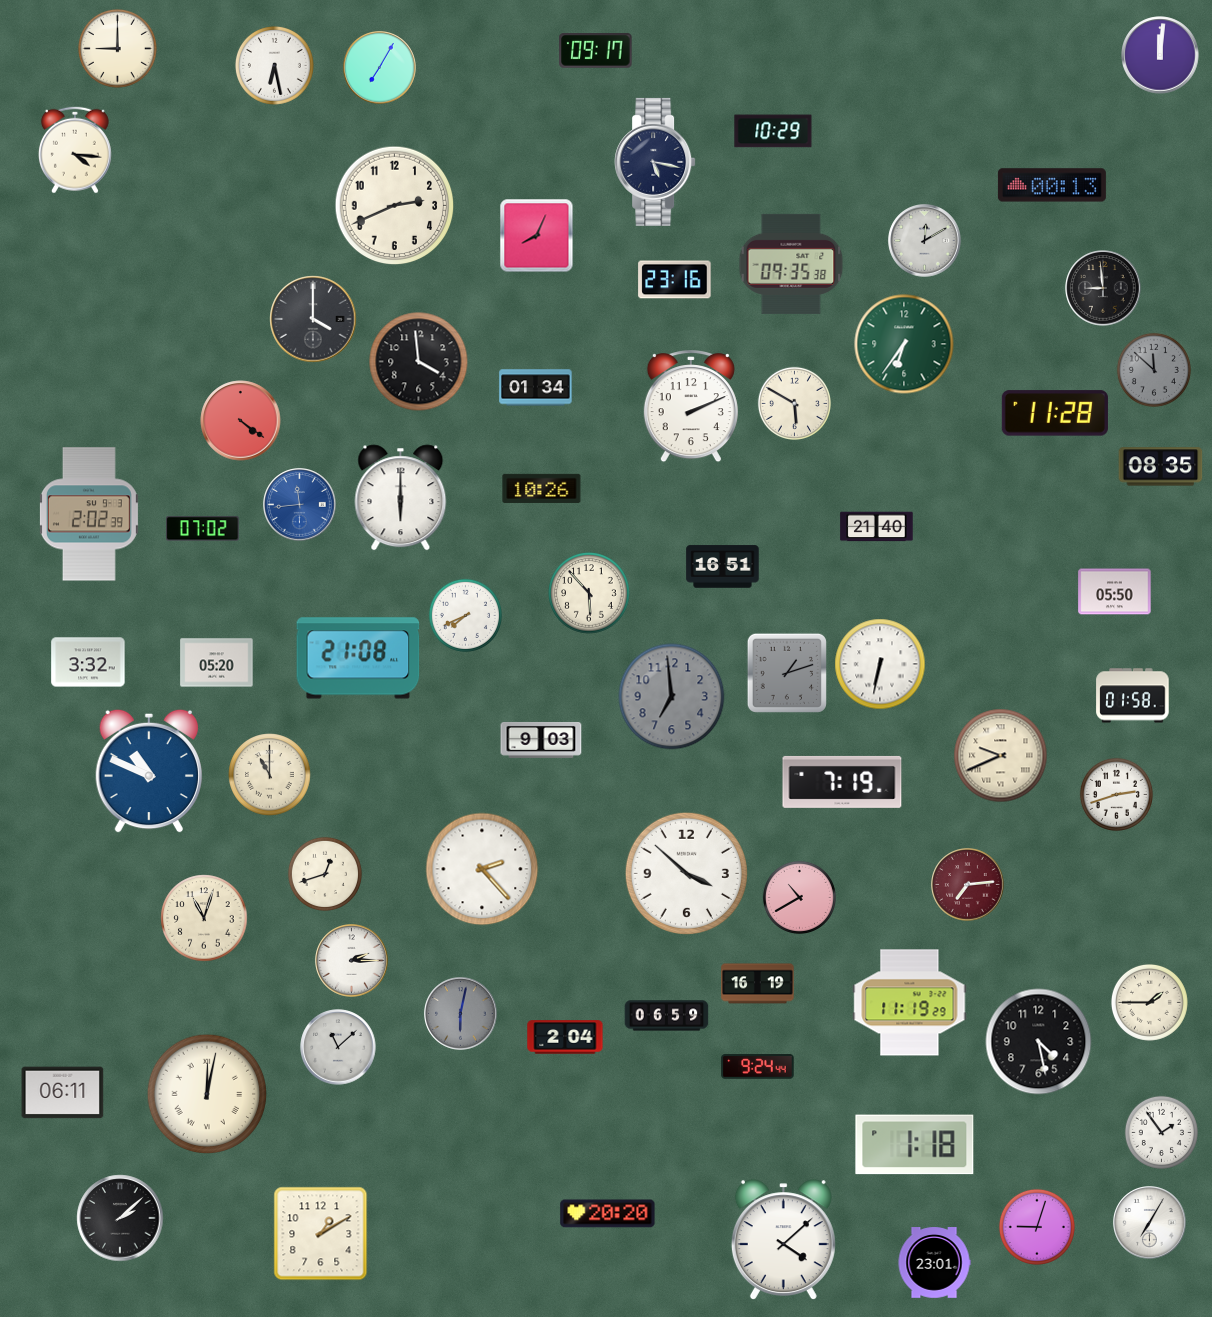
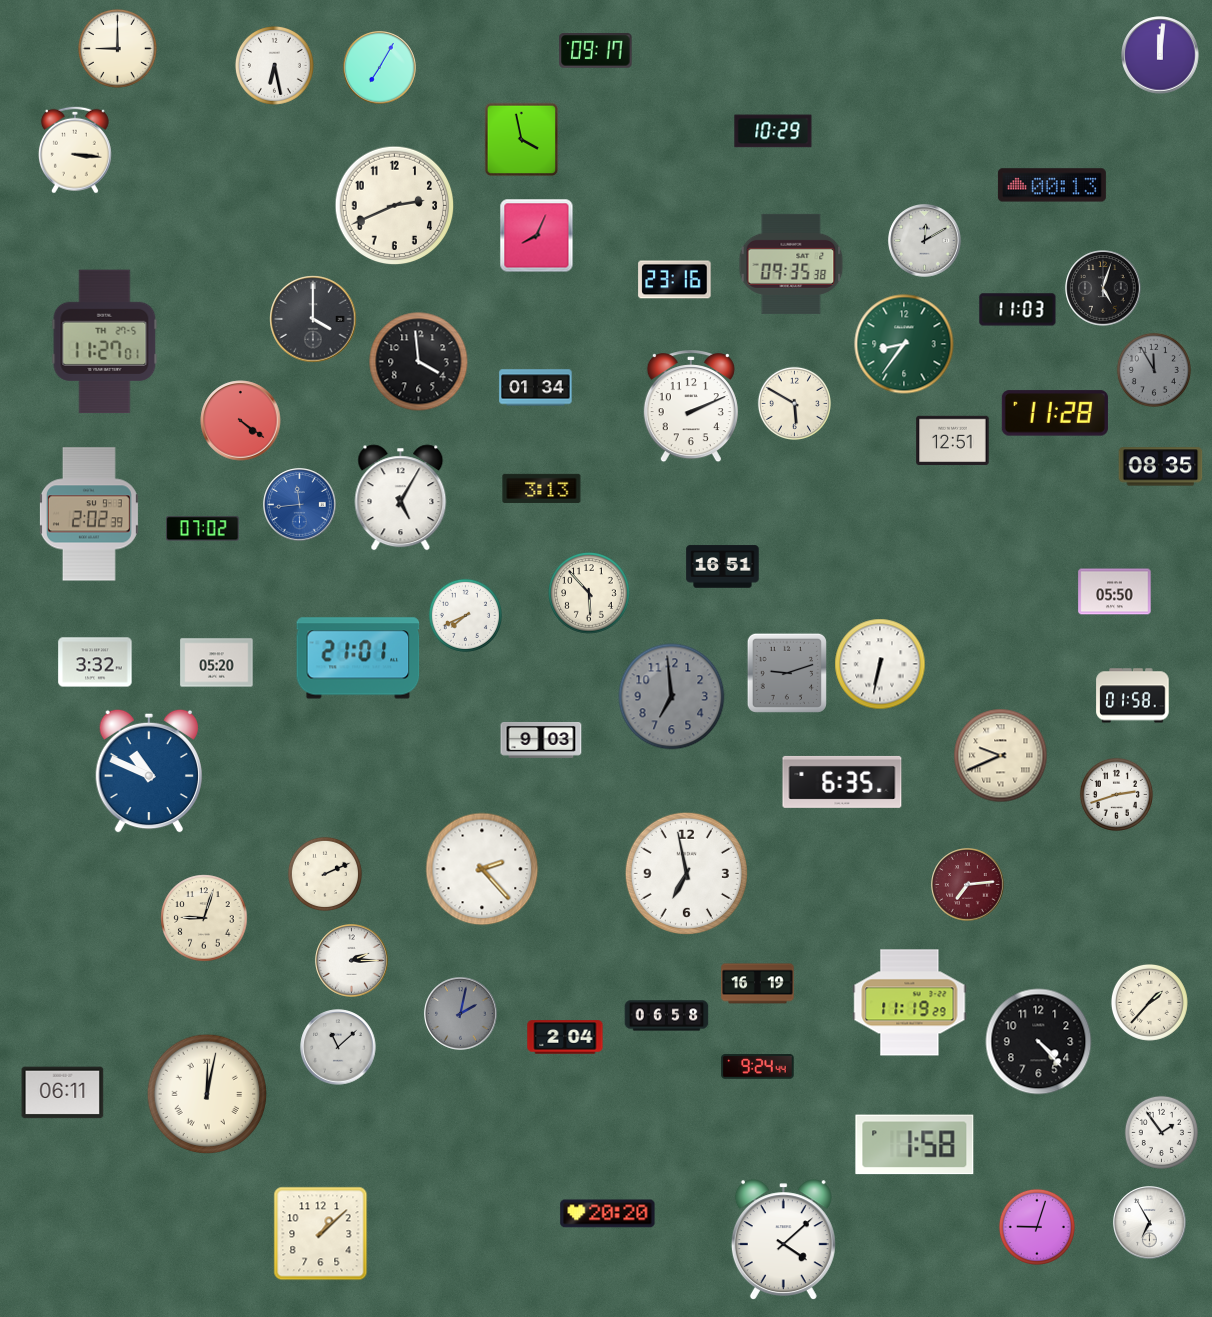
clock at (522, 140): none -> 3:58
clock at (75, 150): 4:16 -> 3:16
clock at (655, 162): 5:17 -> none
clock at (1103, 288): 8:59 -> 5:03
clock at (1018, 310): none -> 11:03
clock at (105, 342): none -> 11:27
clock at (904, 344): 6:36 -> 8:36
clock at (1154, 370): 11:52 -> 11:55
clock at (953, 441): none -> 12:51
clock at (542, 488): 10:26 -> 3:13
clock at (401, 498): 6:00 -> 5:05
clock at (877, 527): 21:40 -> none
clock at (358, 658): 21:08 -> 21:01
clock at (88, 662) position: (88, 662) -> (95, 662)
clock at (787, 673): 1:12 -> 9:12
clock at (270, 775): 11:00 -> none
clock at (842, 782): 7:19 -> 6:35
clock at (686, 873): 3:52 -> 6:58
clock at (325, 874): 12:42 -> 2:11
clock at (799, 897): 10:40 -> none
clock at (204, 918): 11:03 -> 9:03
clock at (1149, 1002): 1:45 -> 1:37
clock at (461, 1014): 6:02 -> 2:02
clock at (667, 1016): 06:59 -> 06:58
clock at (1039, 1042): 4:28 -> 4:23
clock at (915, 1145): 1:18 -> 1:58
clock at (120, 1218): 2:08 -> none
clock at (1150, 1223): 7:05 -> 6:55
clock at (321, 1234): 1:10 -> 1:08
clock at (934, 1263): 23:01 -> none
